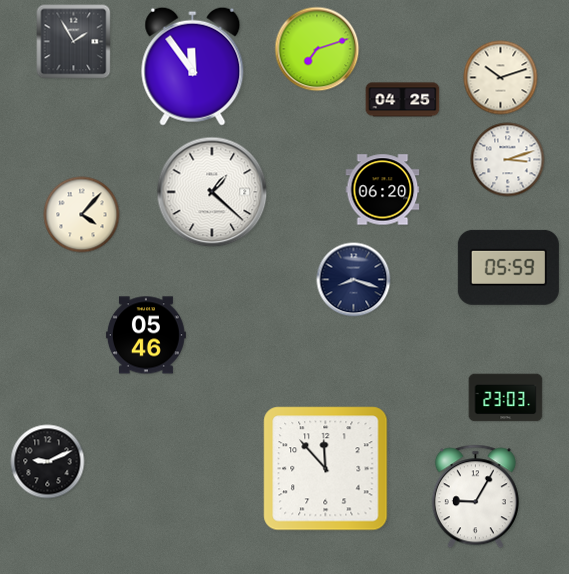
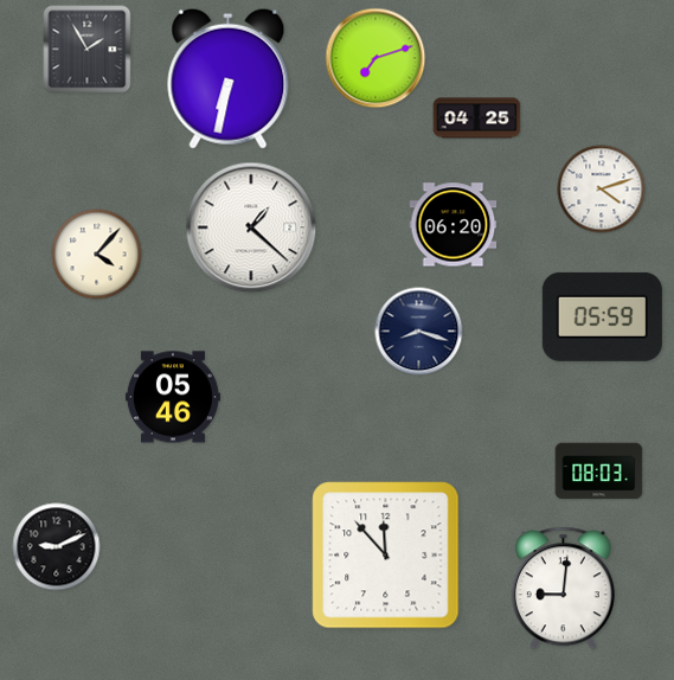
clock at (193, 66): 11:54 -> 6:32
clock at (501, 78): 10:12 -> none
clock at (508, 160): 3:12 -> 4:12
clock at (506, 398): 23:03 -> 08:03
clock at (475, 497): 9:05 -> 9:01
